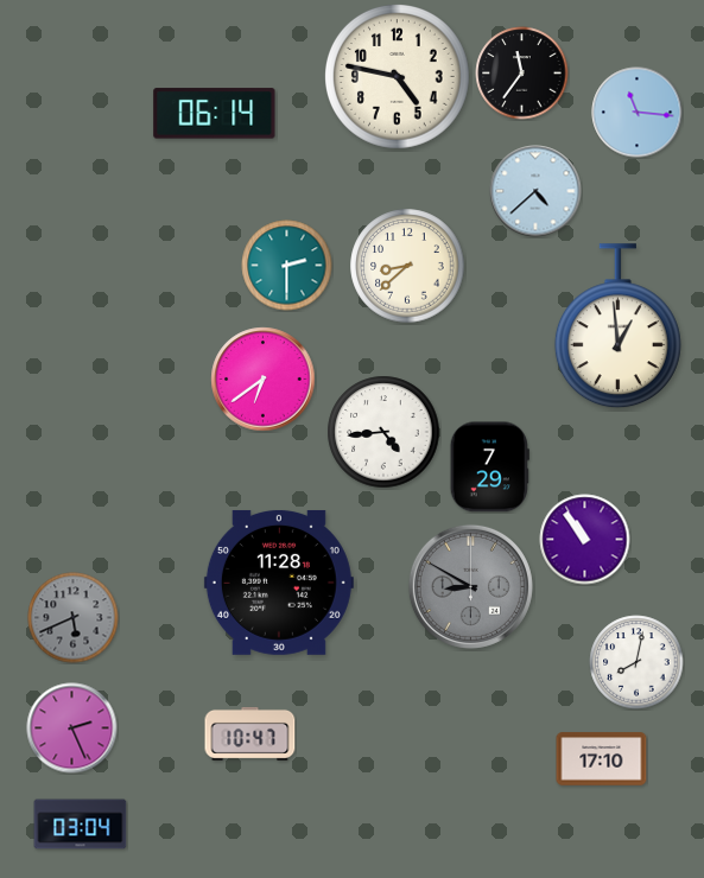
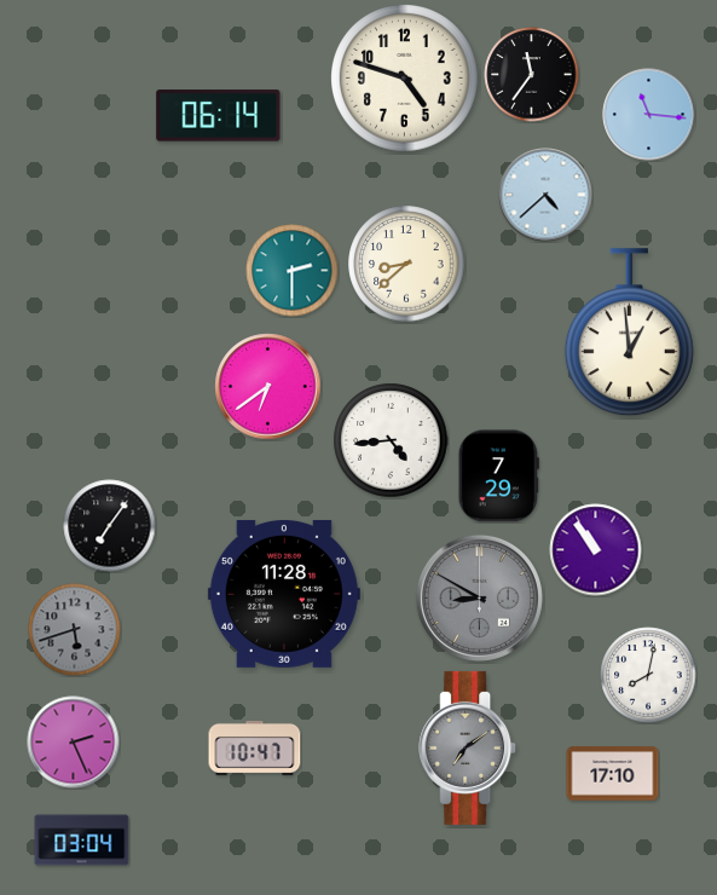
clock at (397, 76): 4:47 -> 4:48
clock at (407, 266) position: (407, 266) -> (406, 264)
clock at (110, 526): none -> 7:06
clock at (74, 618): 5:41 -> 5:42
clock at (468, 747): none -> 7:09
